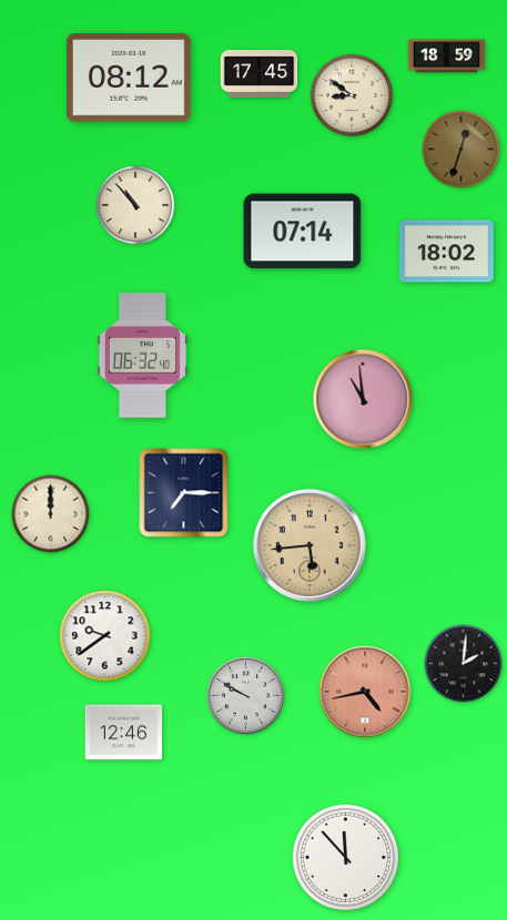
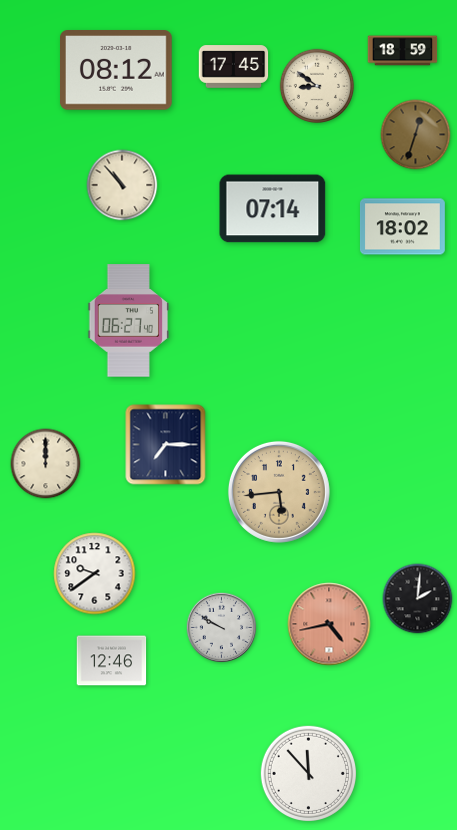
clock at (143, 356): 06:32 -> 06:27
clock at (363, 399): 10:59 -> none
clock at (345, 857) position: (345, 857) -> (308, 773)
